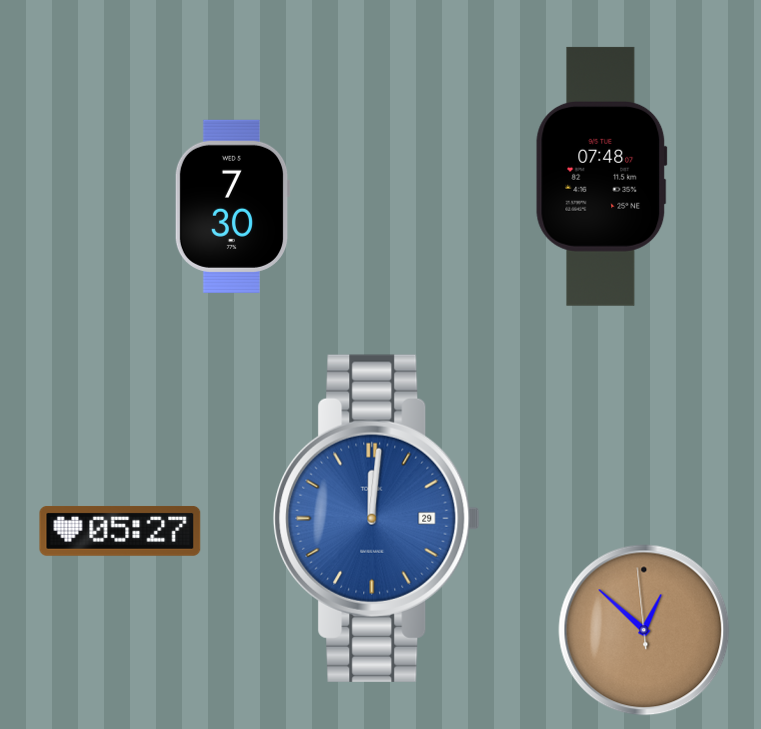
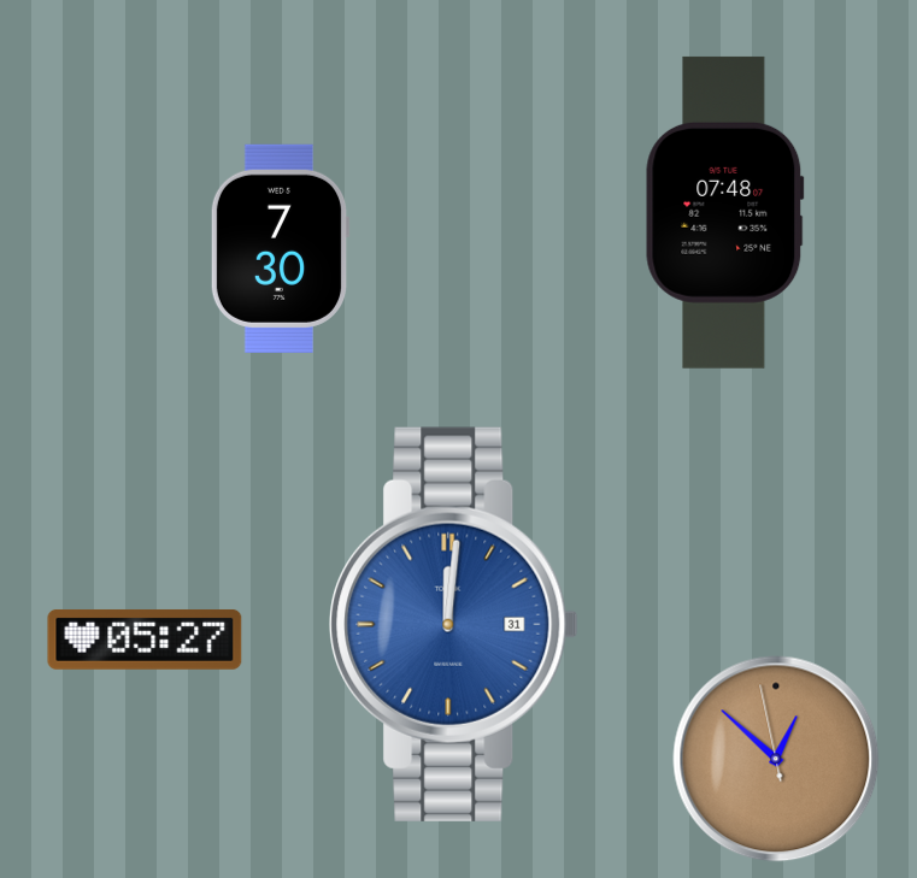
clock at (377, 518) date: 29 -> 31
clock at (644, 630): 12:51:59 -> 12:51:58
